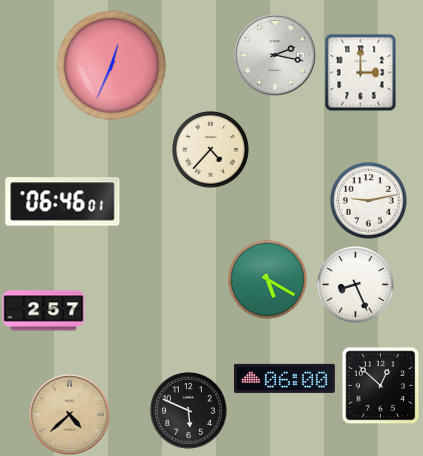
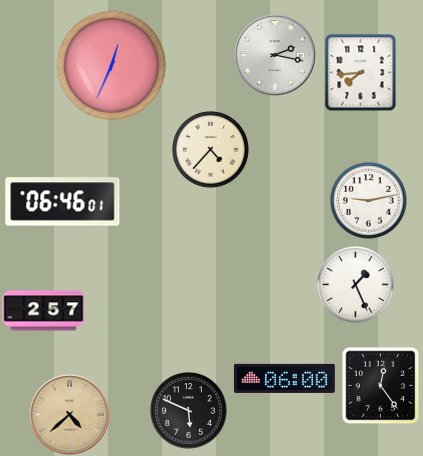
clock at (361, 72): 3:00 -> 7:44
clock at (267, 279): 5:20 -> none
clock at (356, 285): 8:26 -> 1:26
clock at (380, 385): 12:52 -> 12:24
